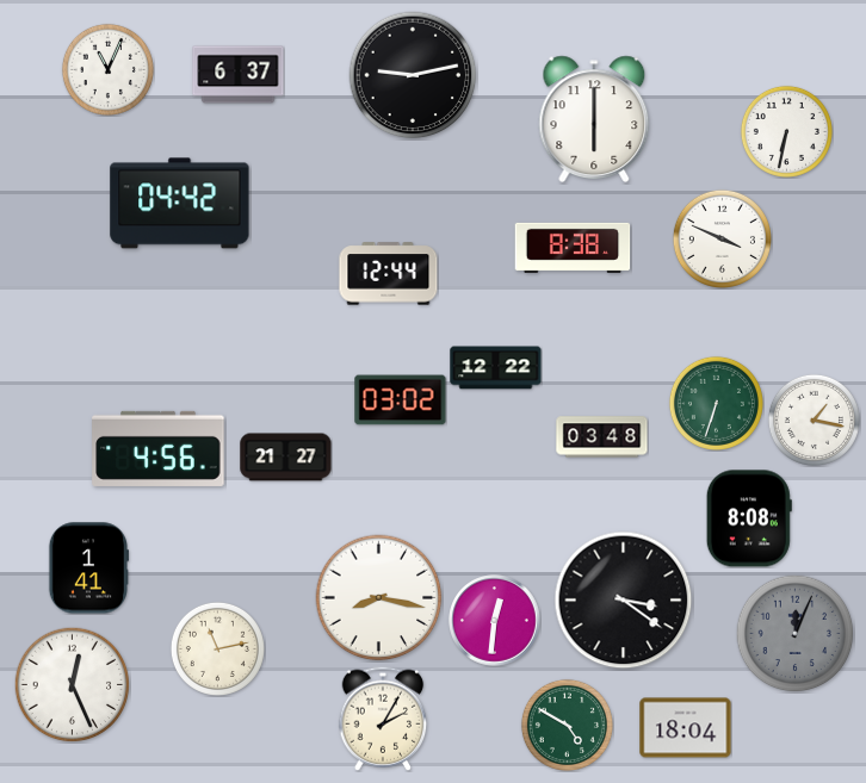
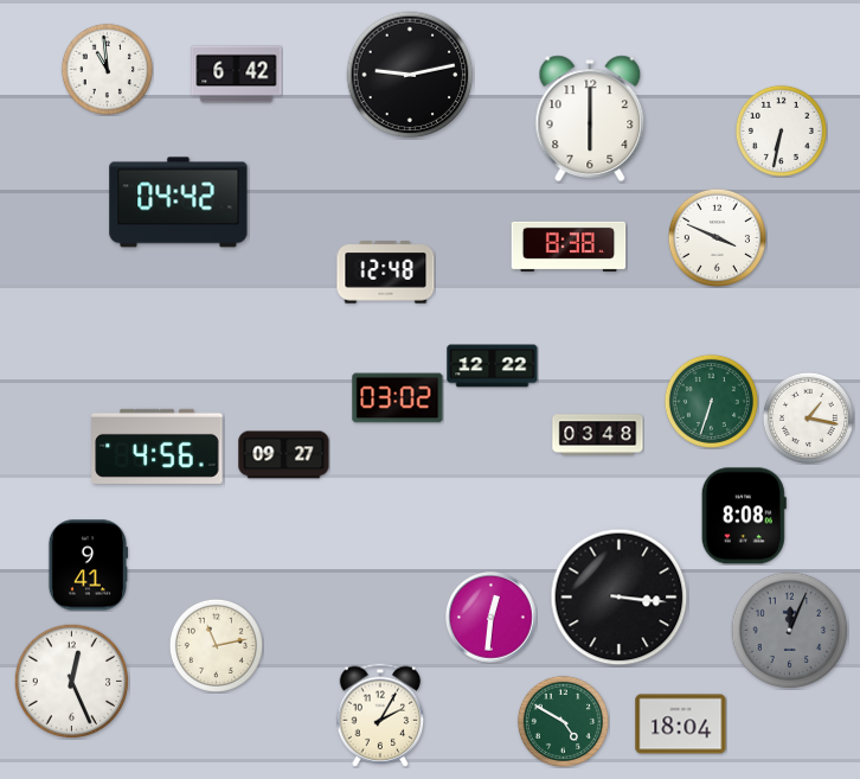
clock at (107, 69): 11:04 -> 10:59
clock at (239, 75): 6:37 -> 6:42
clock at (389, 274): 12:44 -> 12:48
clock at (286, 458): 21:27 -> 09:27
clock at (87, 568): 1:41 -> 9:41
clock at (379, 598): 8:17 -> none
clock at (624, 601): 3:21 -> 3:16
